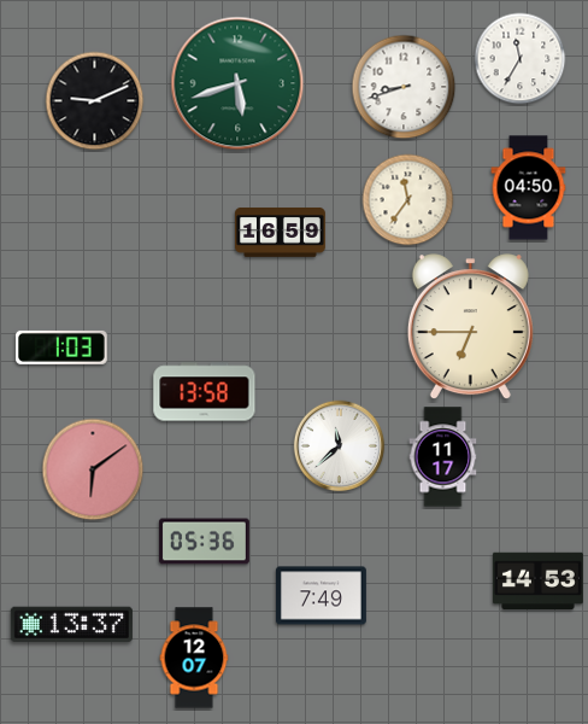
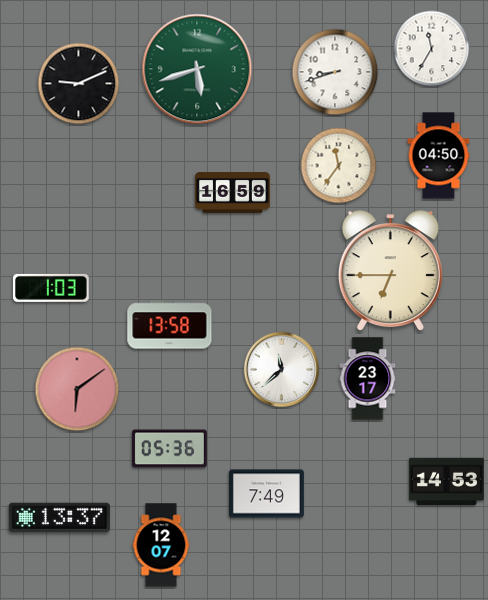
clock at (443, 457): 11:17 -> 23:17
